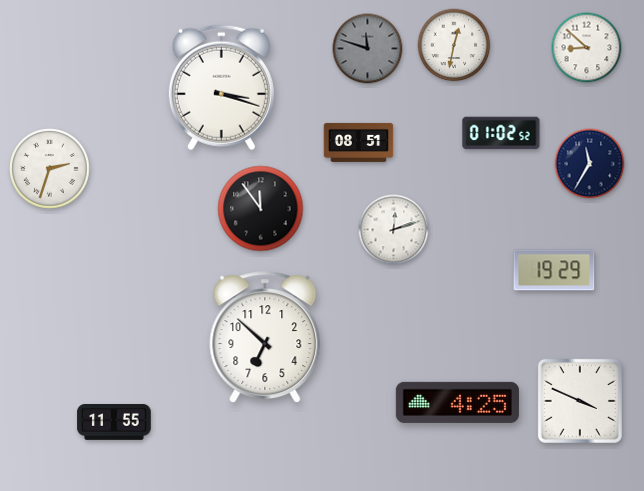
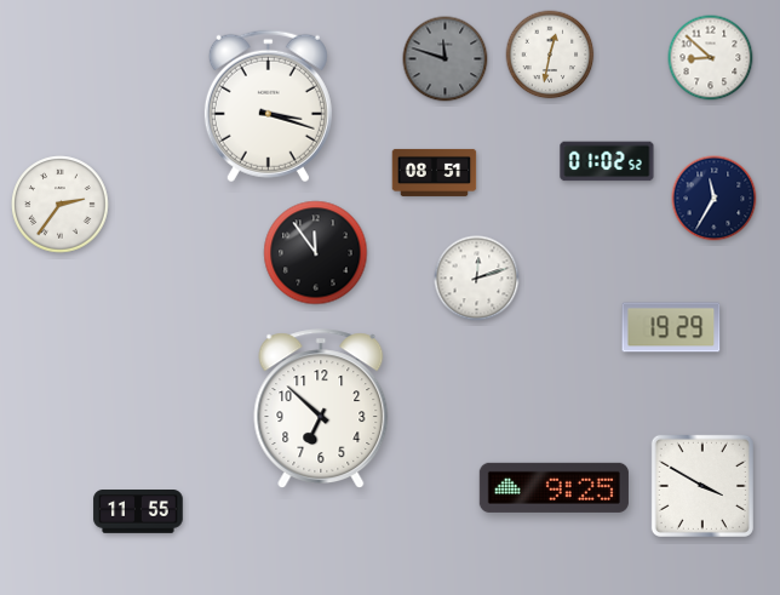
clock at (50, 169): 2:33 -> 2:36
clock at (580, 401): 3:49 -> 3:50
clock at (457, 402): 4:25 -> 9:25
